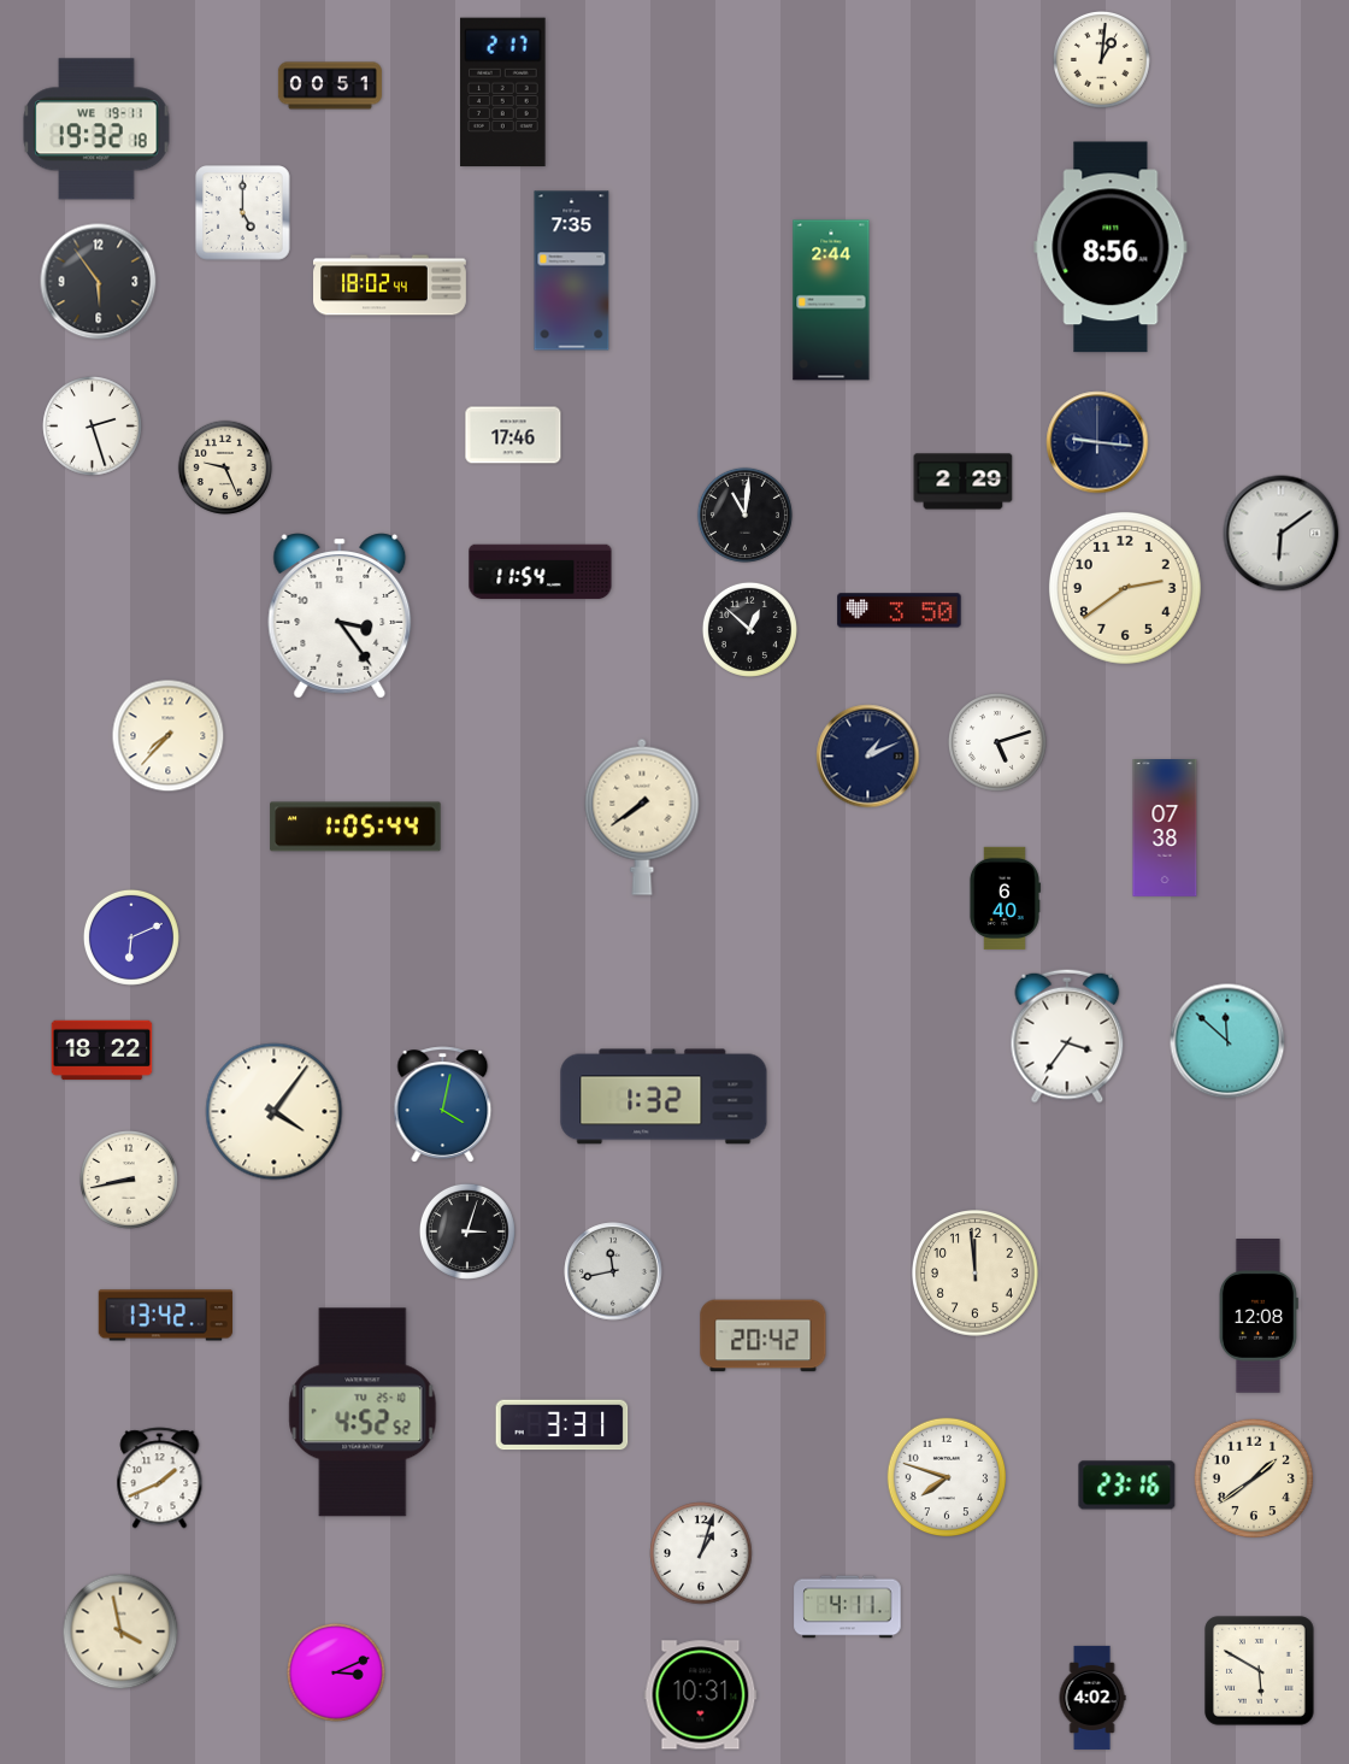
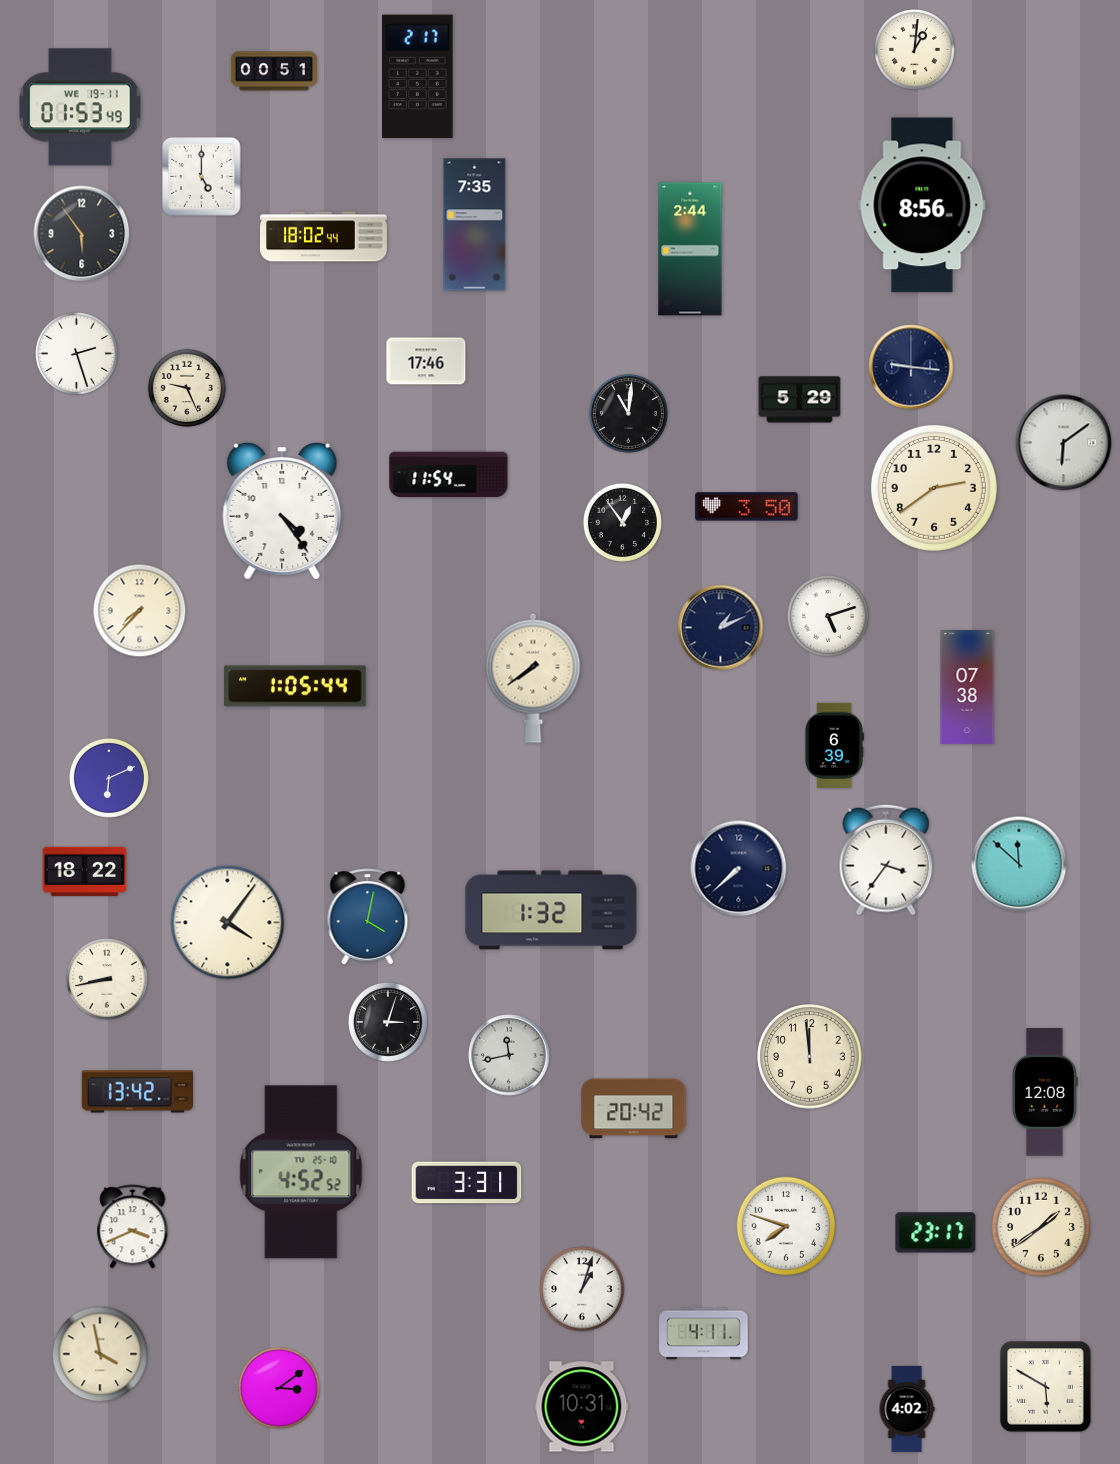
clock at (96, 129): 19:32 -> 01:53
clock at (964, 482): 2:29 -> 5:29
clock at (744, 514) position: (744, 514) -> (628, 413)
clock at (340, 616): 3:24 -> 4:24
clock at (749, 629): 12:52 -> 12:54
clock at (1005, 898): 6:40 -> 6:39
clock at (739, 869): none -> 7:38
clock at (160, 1478): 1:41 -> 3:41
clock at (1127, 1486): 23:16 -> 23:17
clock at (337, 1674): 3:11 -> 3:09
